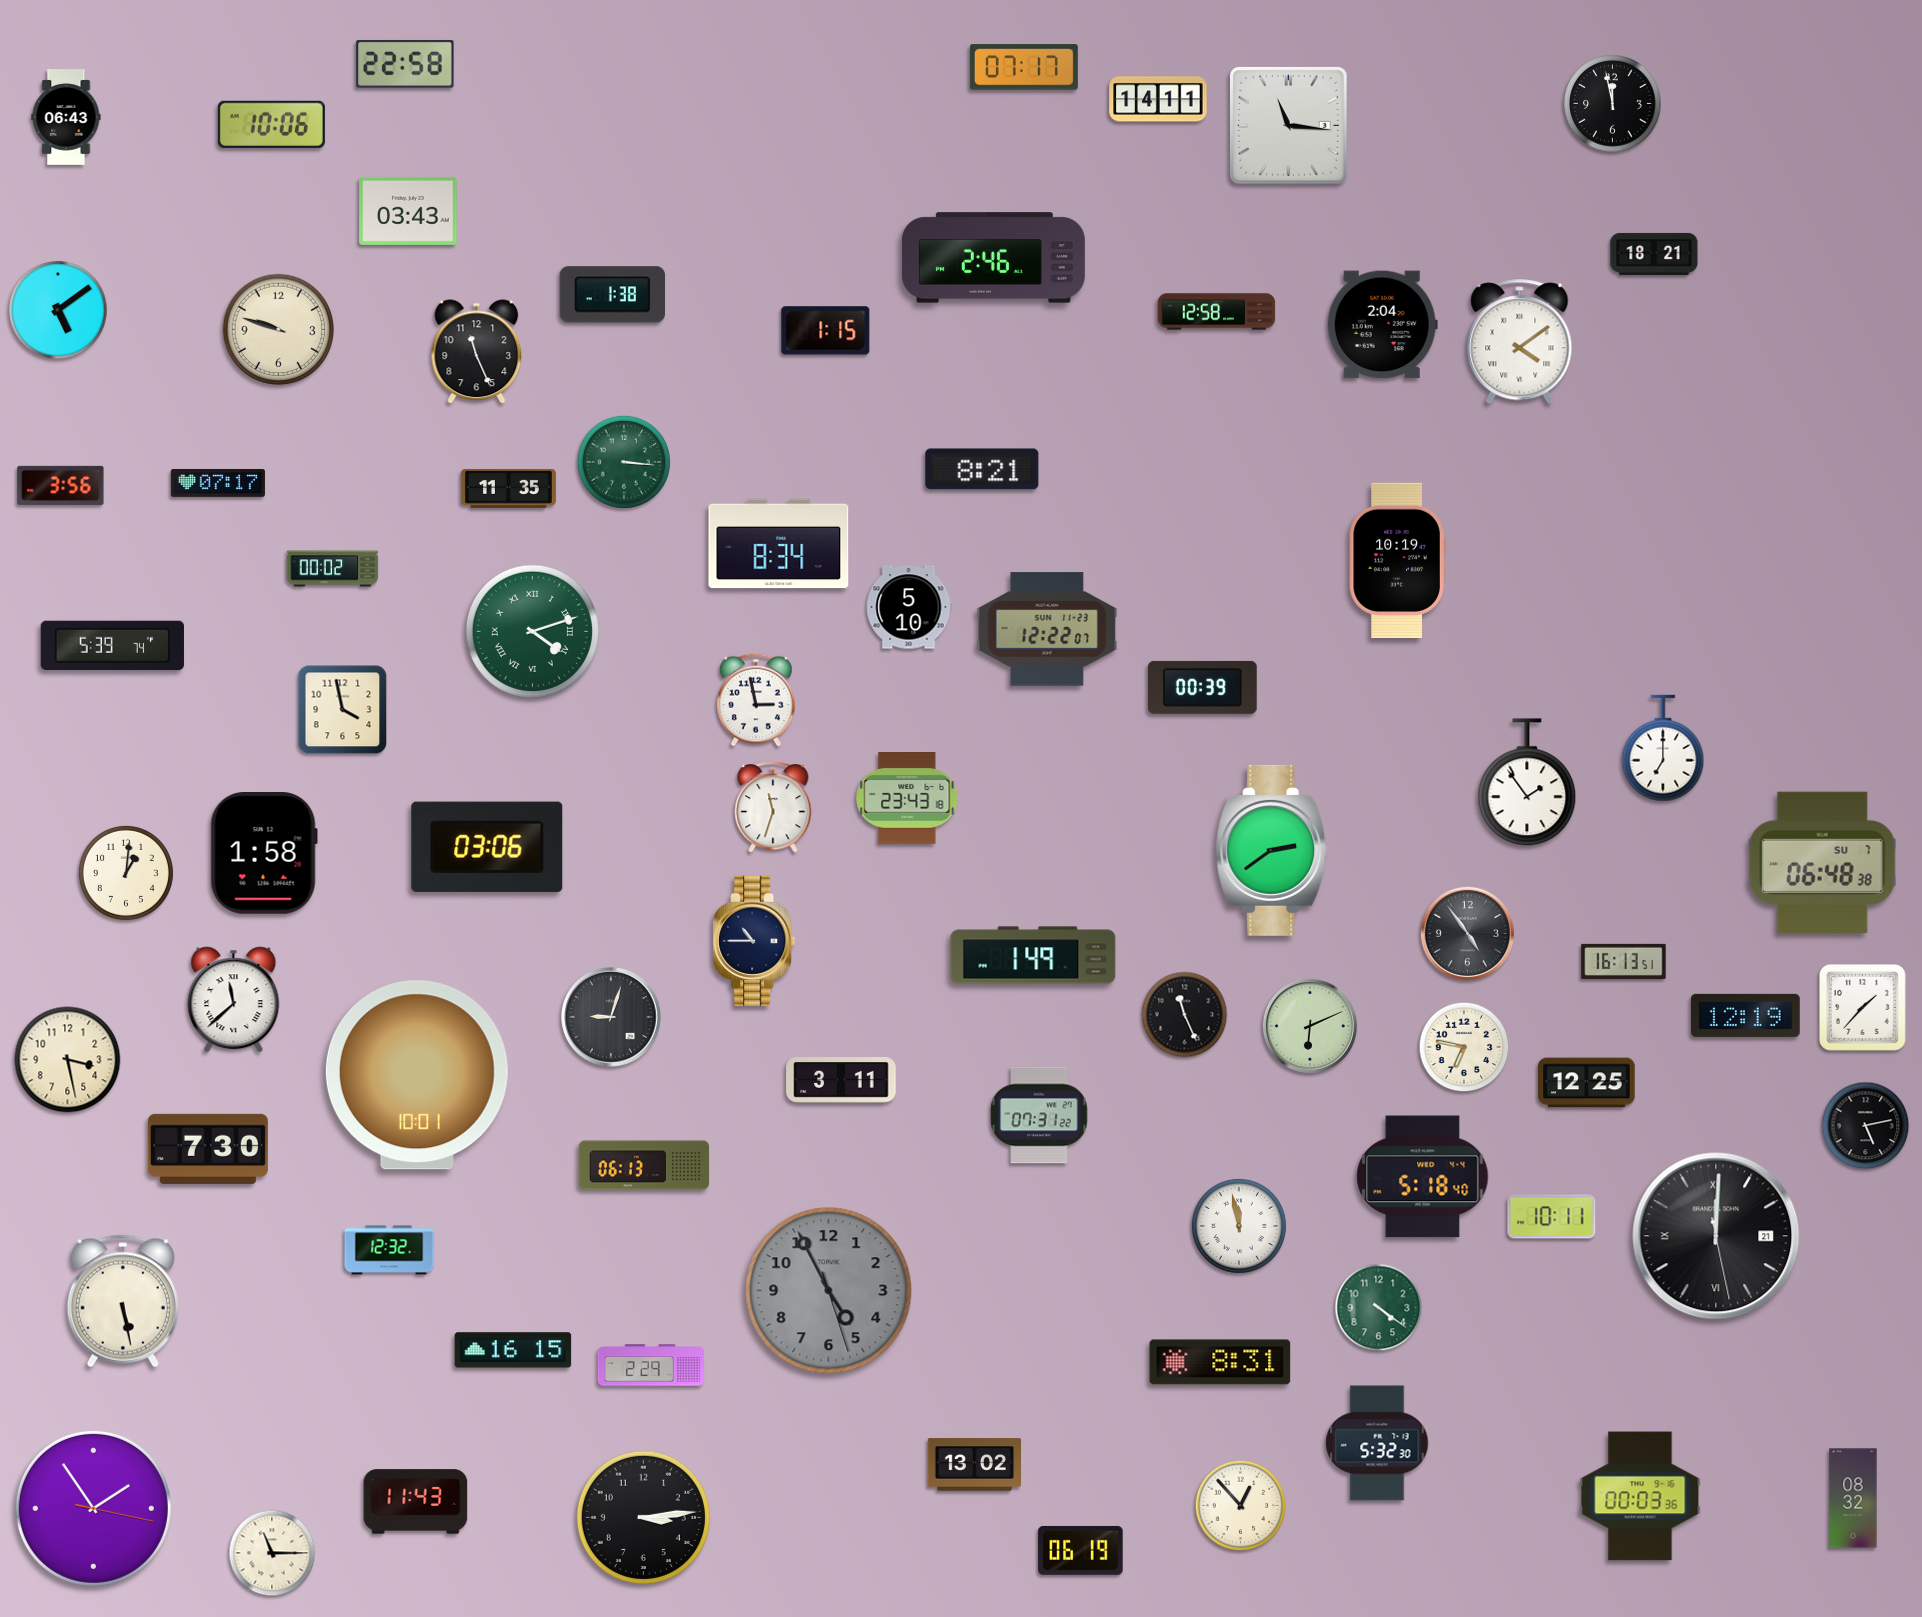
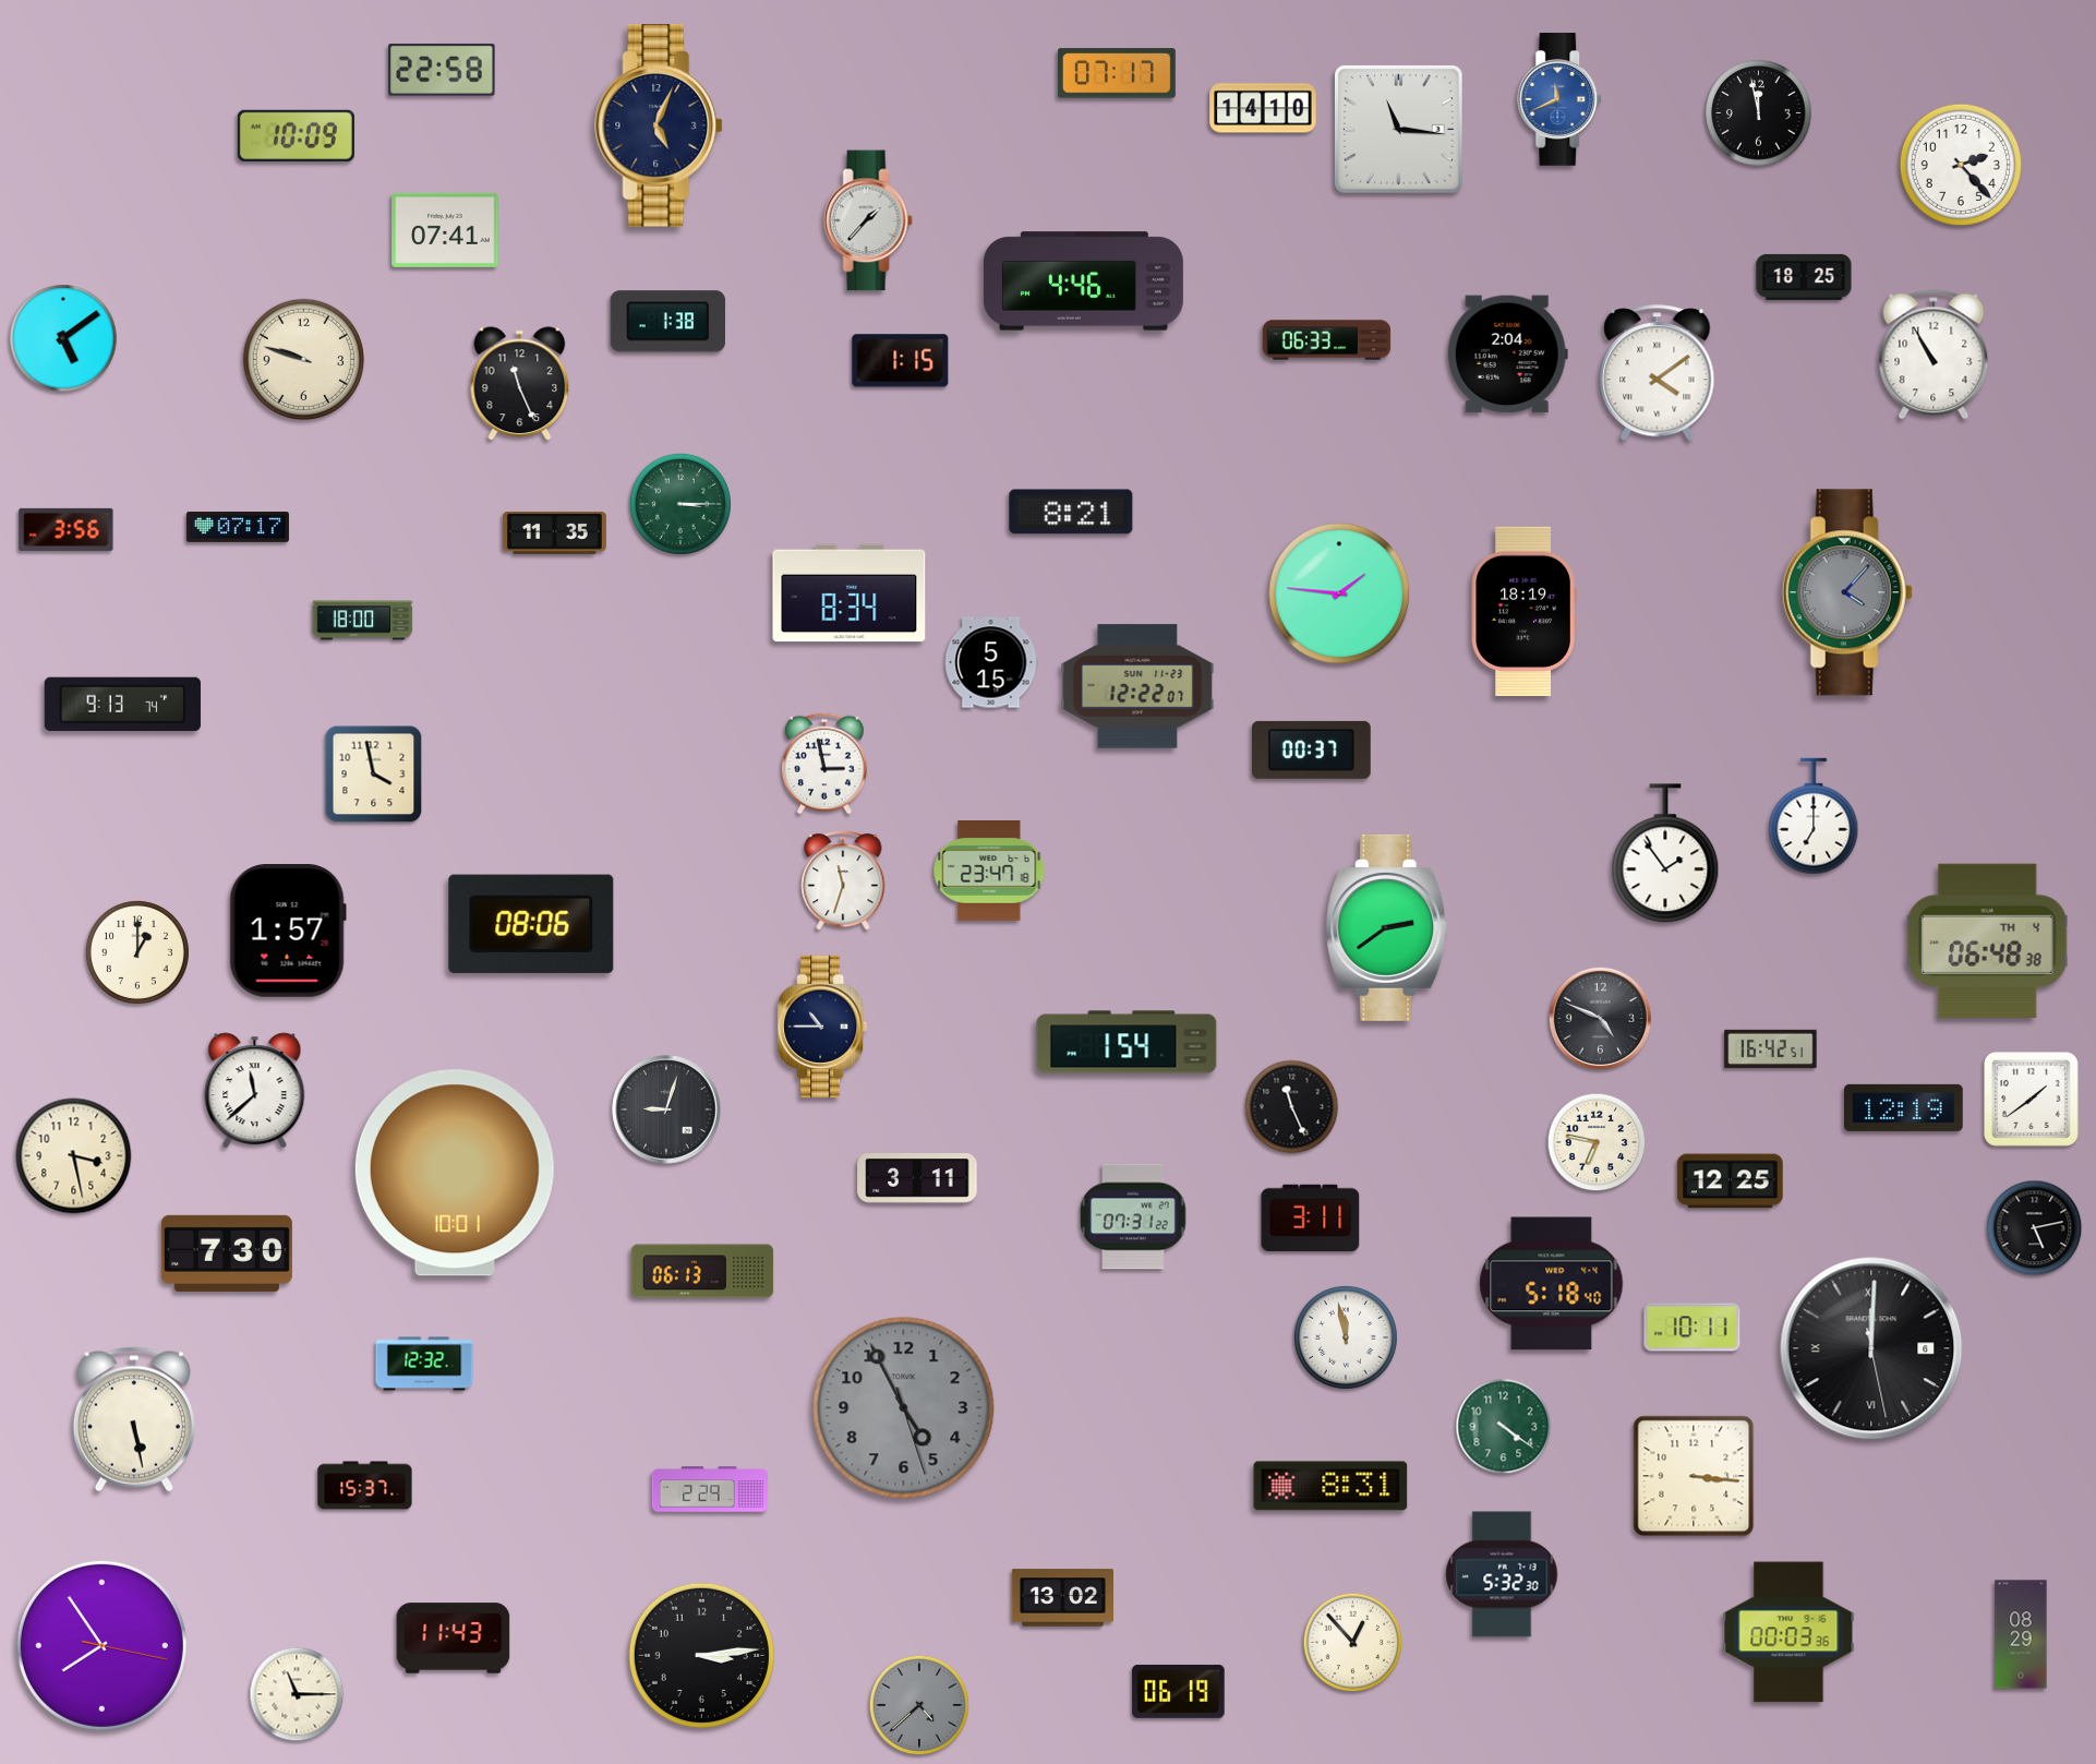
clock at (1561, 99): none -> 11:41
clock at (1158, 99): 14:11 -> 14:10
clock at (660, 125): none -> 5:04
clock at (66, 117): 06:43 -> none
clock at (271, 124): 10:06 -> 10:09
clock at (1288, 125) position: (1288, 125) -> (1398, 129)
clock at (1960, 164): none -> 2:23
clock at (868, 220): none -> 1:37
clock at (408, 211): 03:43 -> 07:41
clock at (1654, 254): 18:21 -> 18:25
clock at (993, 258): 2:46 -> 4:46
clock at (1217, 312): 12:58 -> 06:33
clock at (1934, 355): none -> 10:55
clock at (624, 462): 3:16 -> 3:15
clock at (1847, 592): none -> 4:07
clock at (1339, 593): none -> 1:46
clock at (1397, 561): 10:19 -> 18:19
clock at (333, 569): 00:02 -> 18:00
clock at (909, 607): 5:10 -> 5:15
clock at (1047, 629) position: (1047, 629) -> (1137, 686)
clock at (532, 631): 4:12 -> none
clock at (112, 646): 5:39 -> 9:13
clock at (1203, 687): 00:39 -> 00:37
clock at (907, 799): 23:43 -> 23:47
clock at (487, 847): 03:06 -> 08:06
clock at (264, 854): 1:58 -> 1:57
clock at (1823, 862) date: SU 7 -> TH 4
clock at (126, 873): 1:01 -> 1:00
clock at (1467, 933): 4:54 -> 4:49
clock at (1033, 955): 1:49 -> 1:54
clock at (1624, 961): 16:13 -> 16:42
clock at (1863, 1008): 1:37 -> 1:39
clock at (1310, 1026): 6:11 -> none
clock at (1311, 1217): none -> 3:11
clock at (1239, 1226) position: (1239, 1226) -> (1346, 1337)
clock at (1716, 1236) date: 21 -> 6
clock at (513, 1350): 16:15 -> none
clock at (1694, 1476): none -> 3:16
clock at (365, 1486): none -> 15:37
clock at (1853, 1498): 08:32 -> 08:29
clock at (93, 1508): 1:54 -> 7:54
clock at (919, 1705): none -> 4:38
